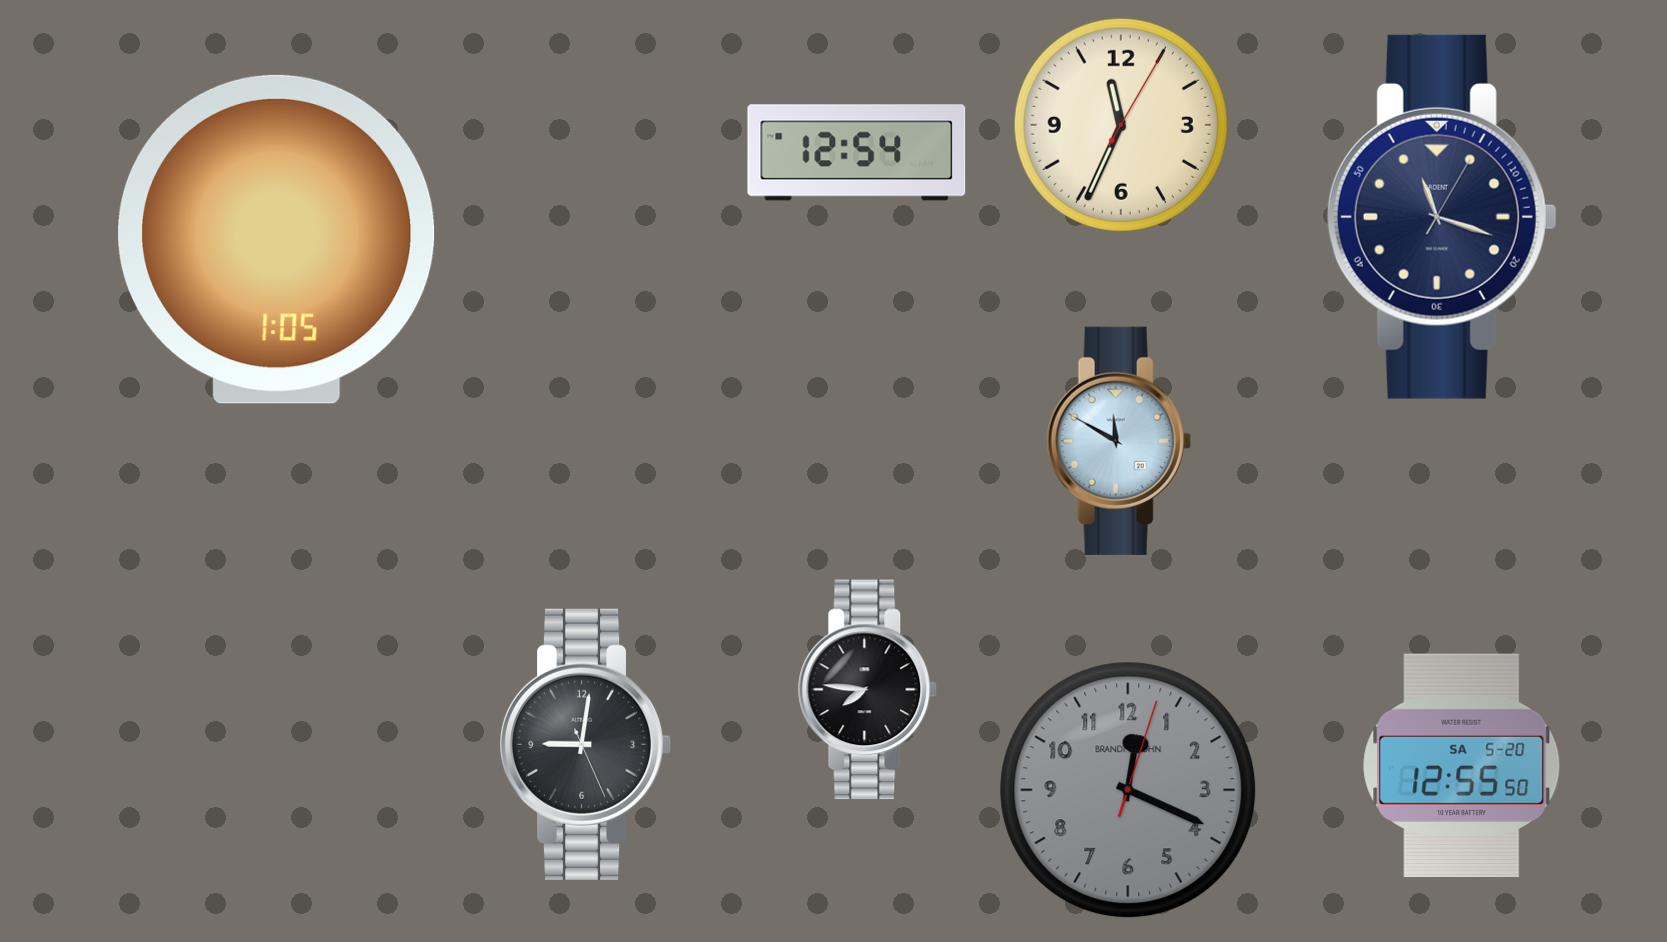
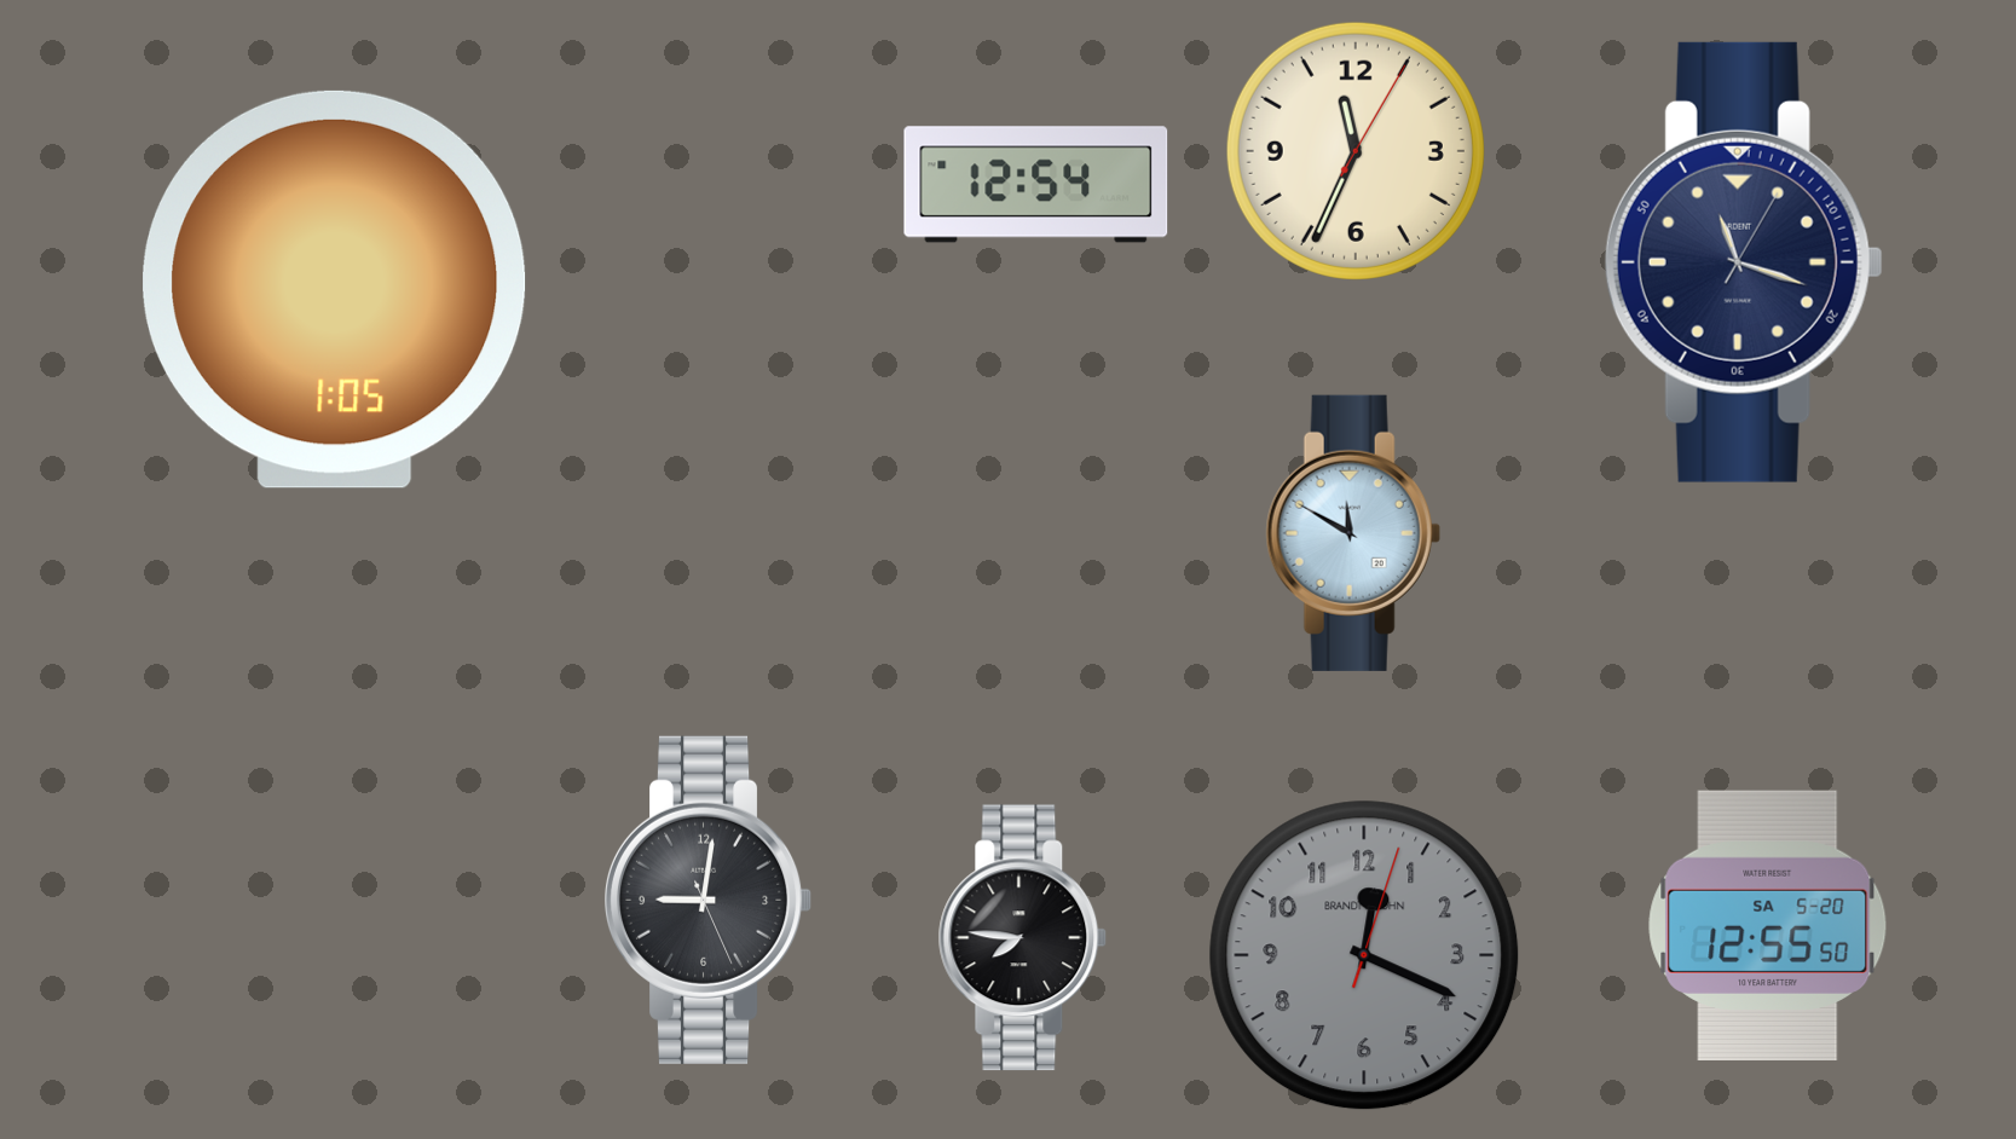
clock at (868, 690) position: (868, 690) -> (1023, 938)
